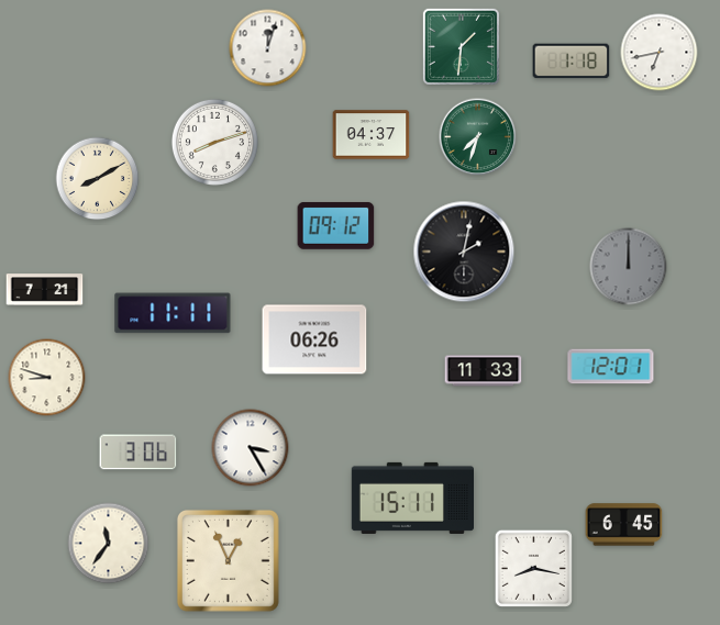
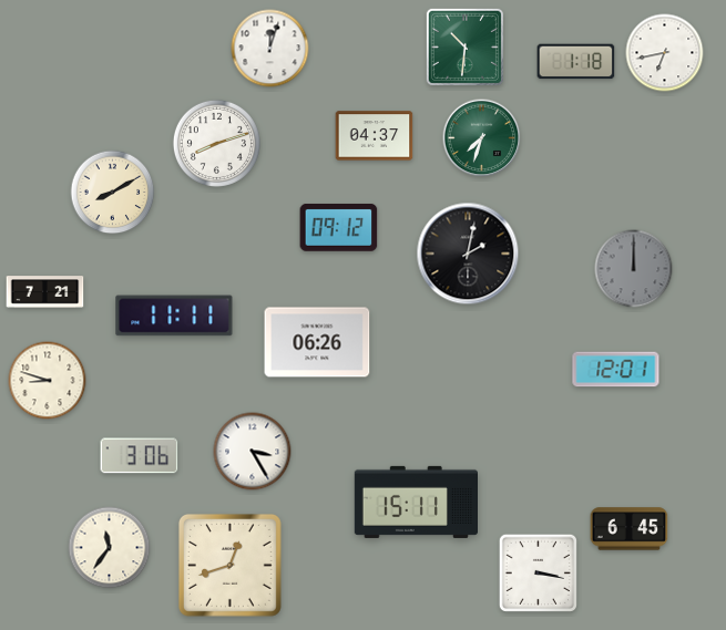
clock at (461, 46): 1:31 -> 10:31
clock at (98, 179) position: (98, 179) -> (113, 193)
clock at (484, 371): 11:33 -> none
clock at (228, 560): 12:56 -> 12:42
clock at (533, 568): 8:17 -> 3:17
